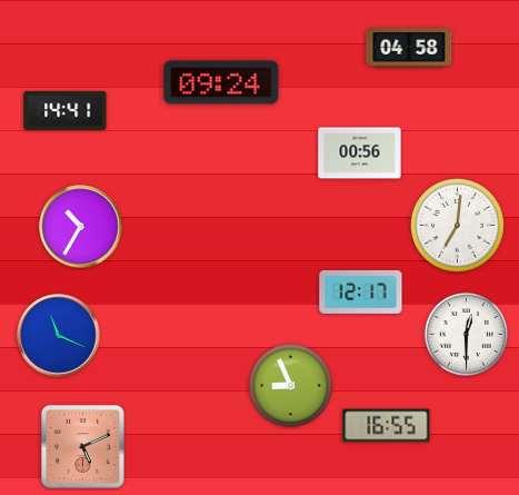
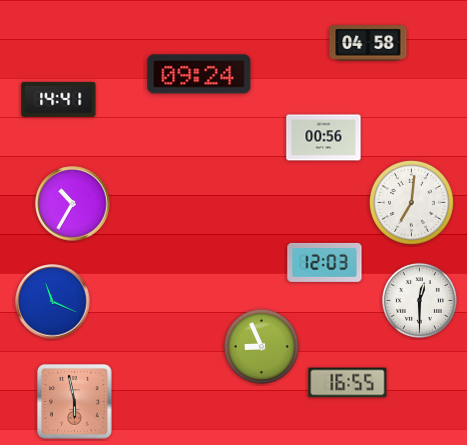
clock at (361, 291): 12:17 -> 12:03
clock at (83, 447): 5:11 -> 5:58
